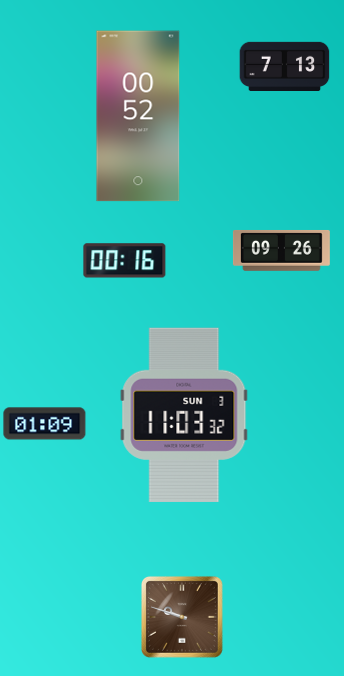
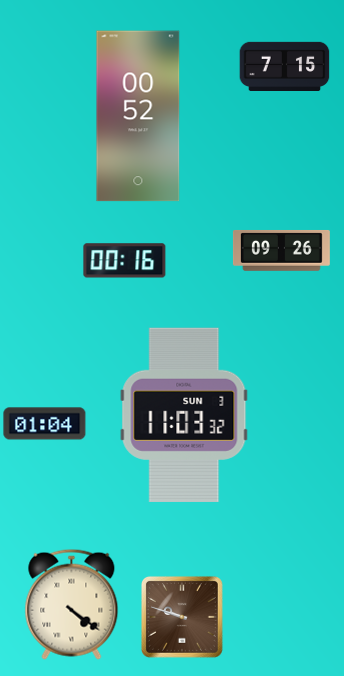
clock at (285, 66): 7:13 -> 7:15
clock at (45, 424): 01:09 -> 01:04
clock at (72, 604): none -> 4:21
